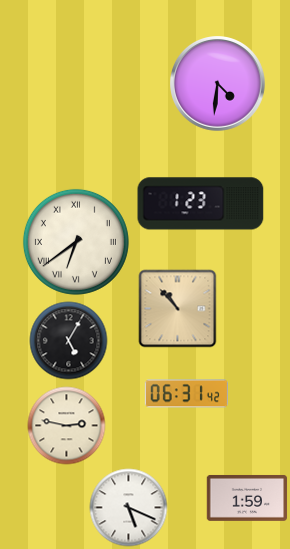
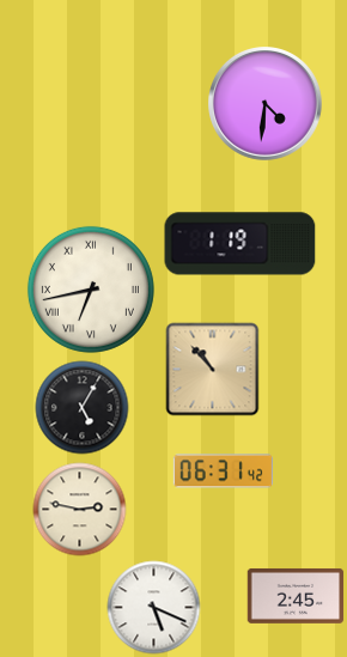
clock at (218, 84) position: (218, 84) -> (266, 104)
clock at (201, 204): 1:23 -> 1:19
clock at (76, 242): 6:39 -> 6:43
clock at (247, 498): 1:59 -> 2:45
